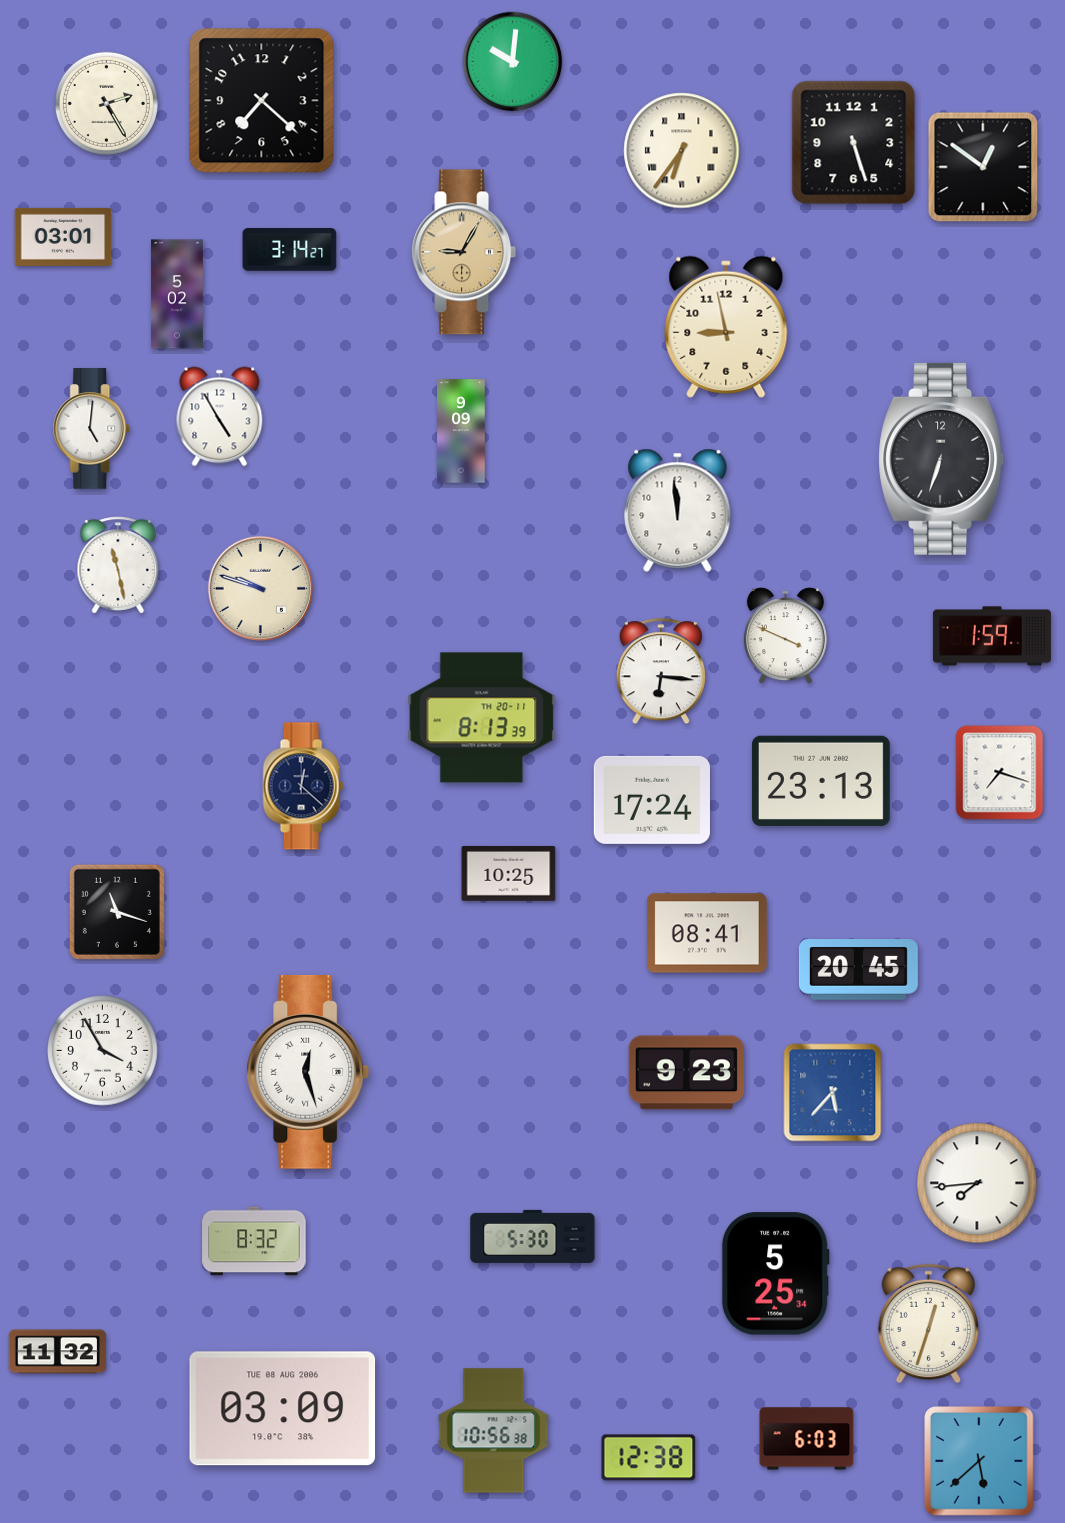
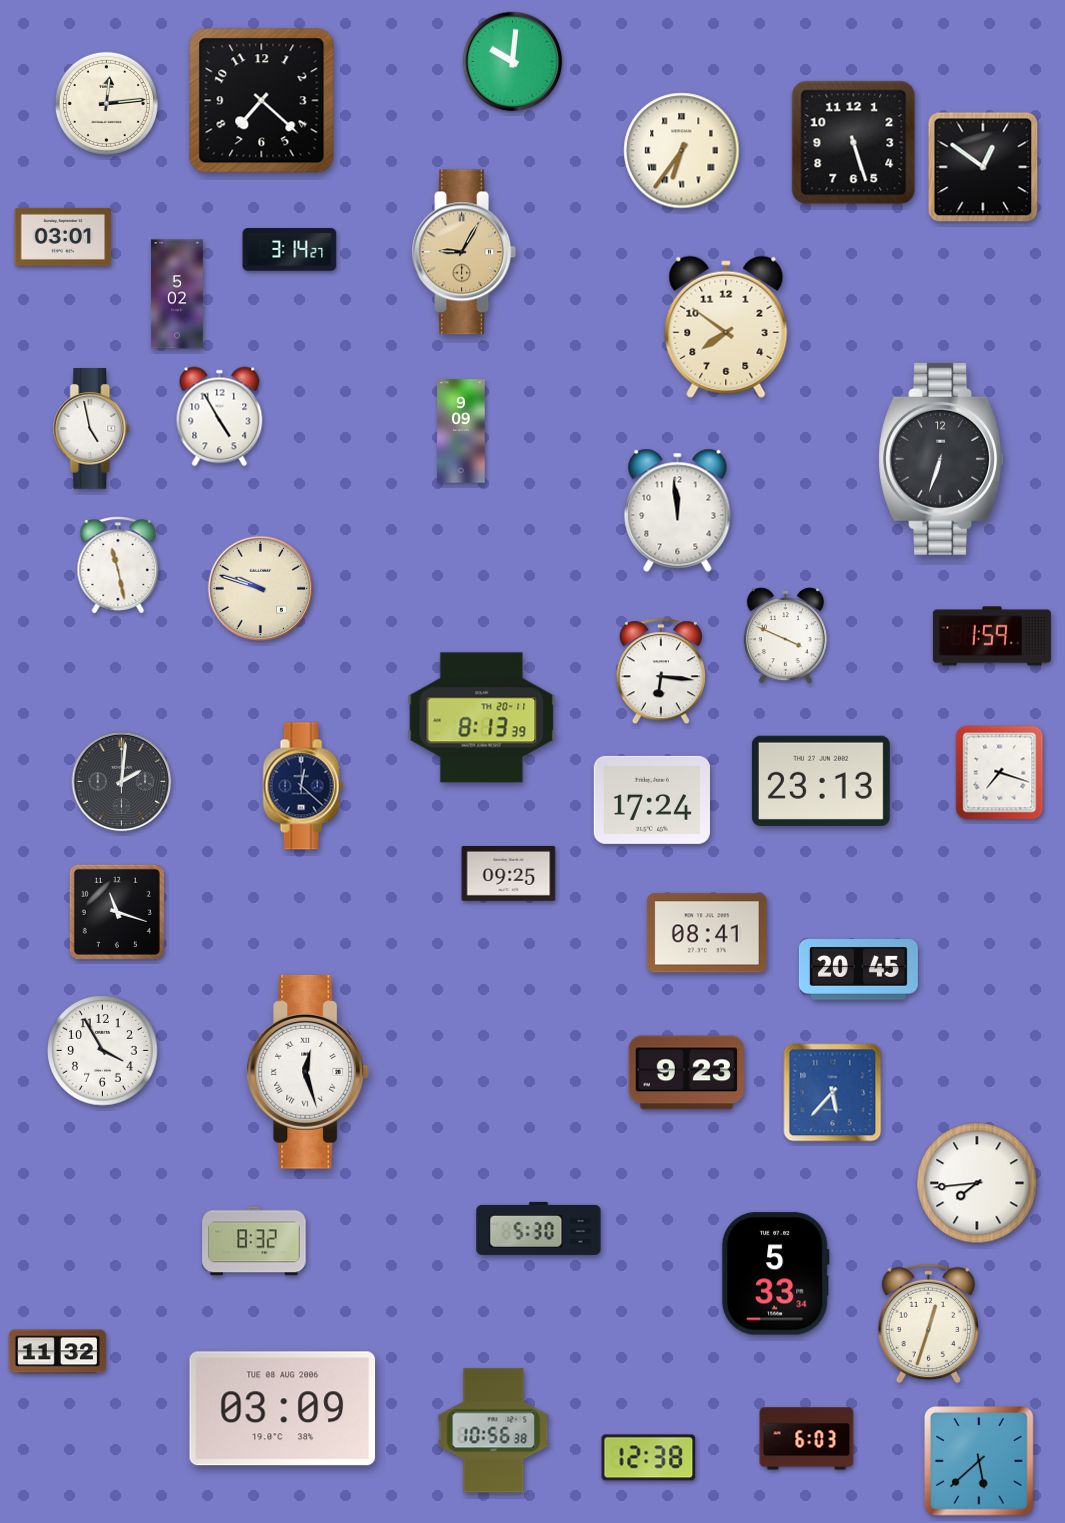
clock at (106, 103): 2:25 -> 12:14
clock at (726, 327): 8:58 -> 7:51
clock at (92, 429): 5:01 -> 4:58
clock at (122, 782): none -> 2:01
clock at (509, 873): 10:25 -> 09:25
clock at (533, 1236) position: (533, 1236) -> (539, 1228)
clock at (775, 1274): 5:25 -> 5:33
